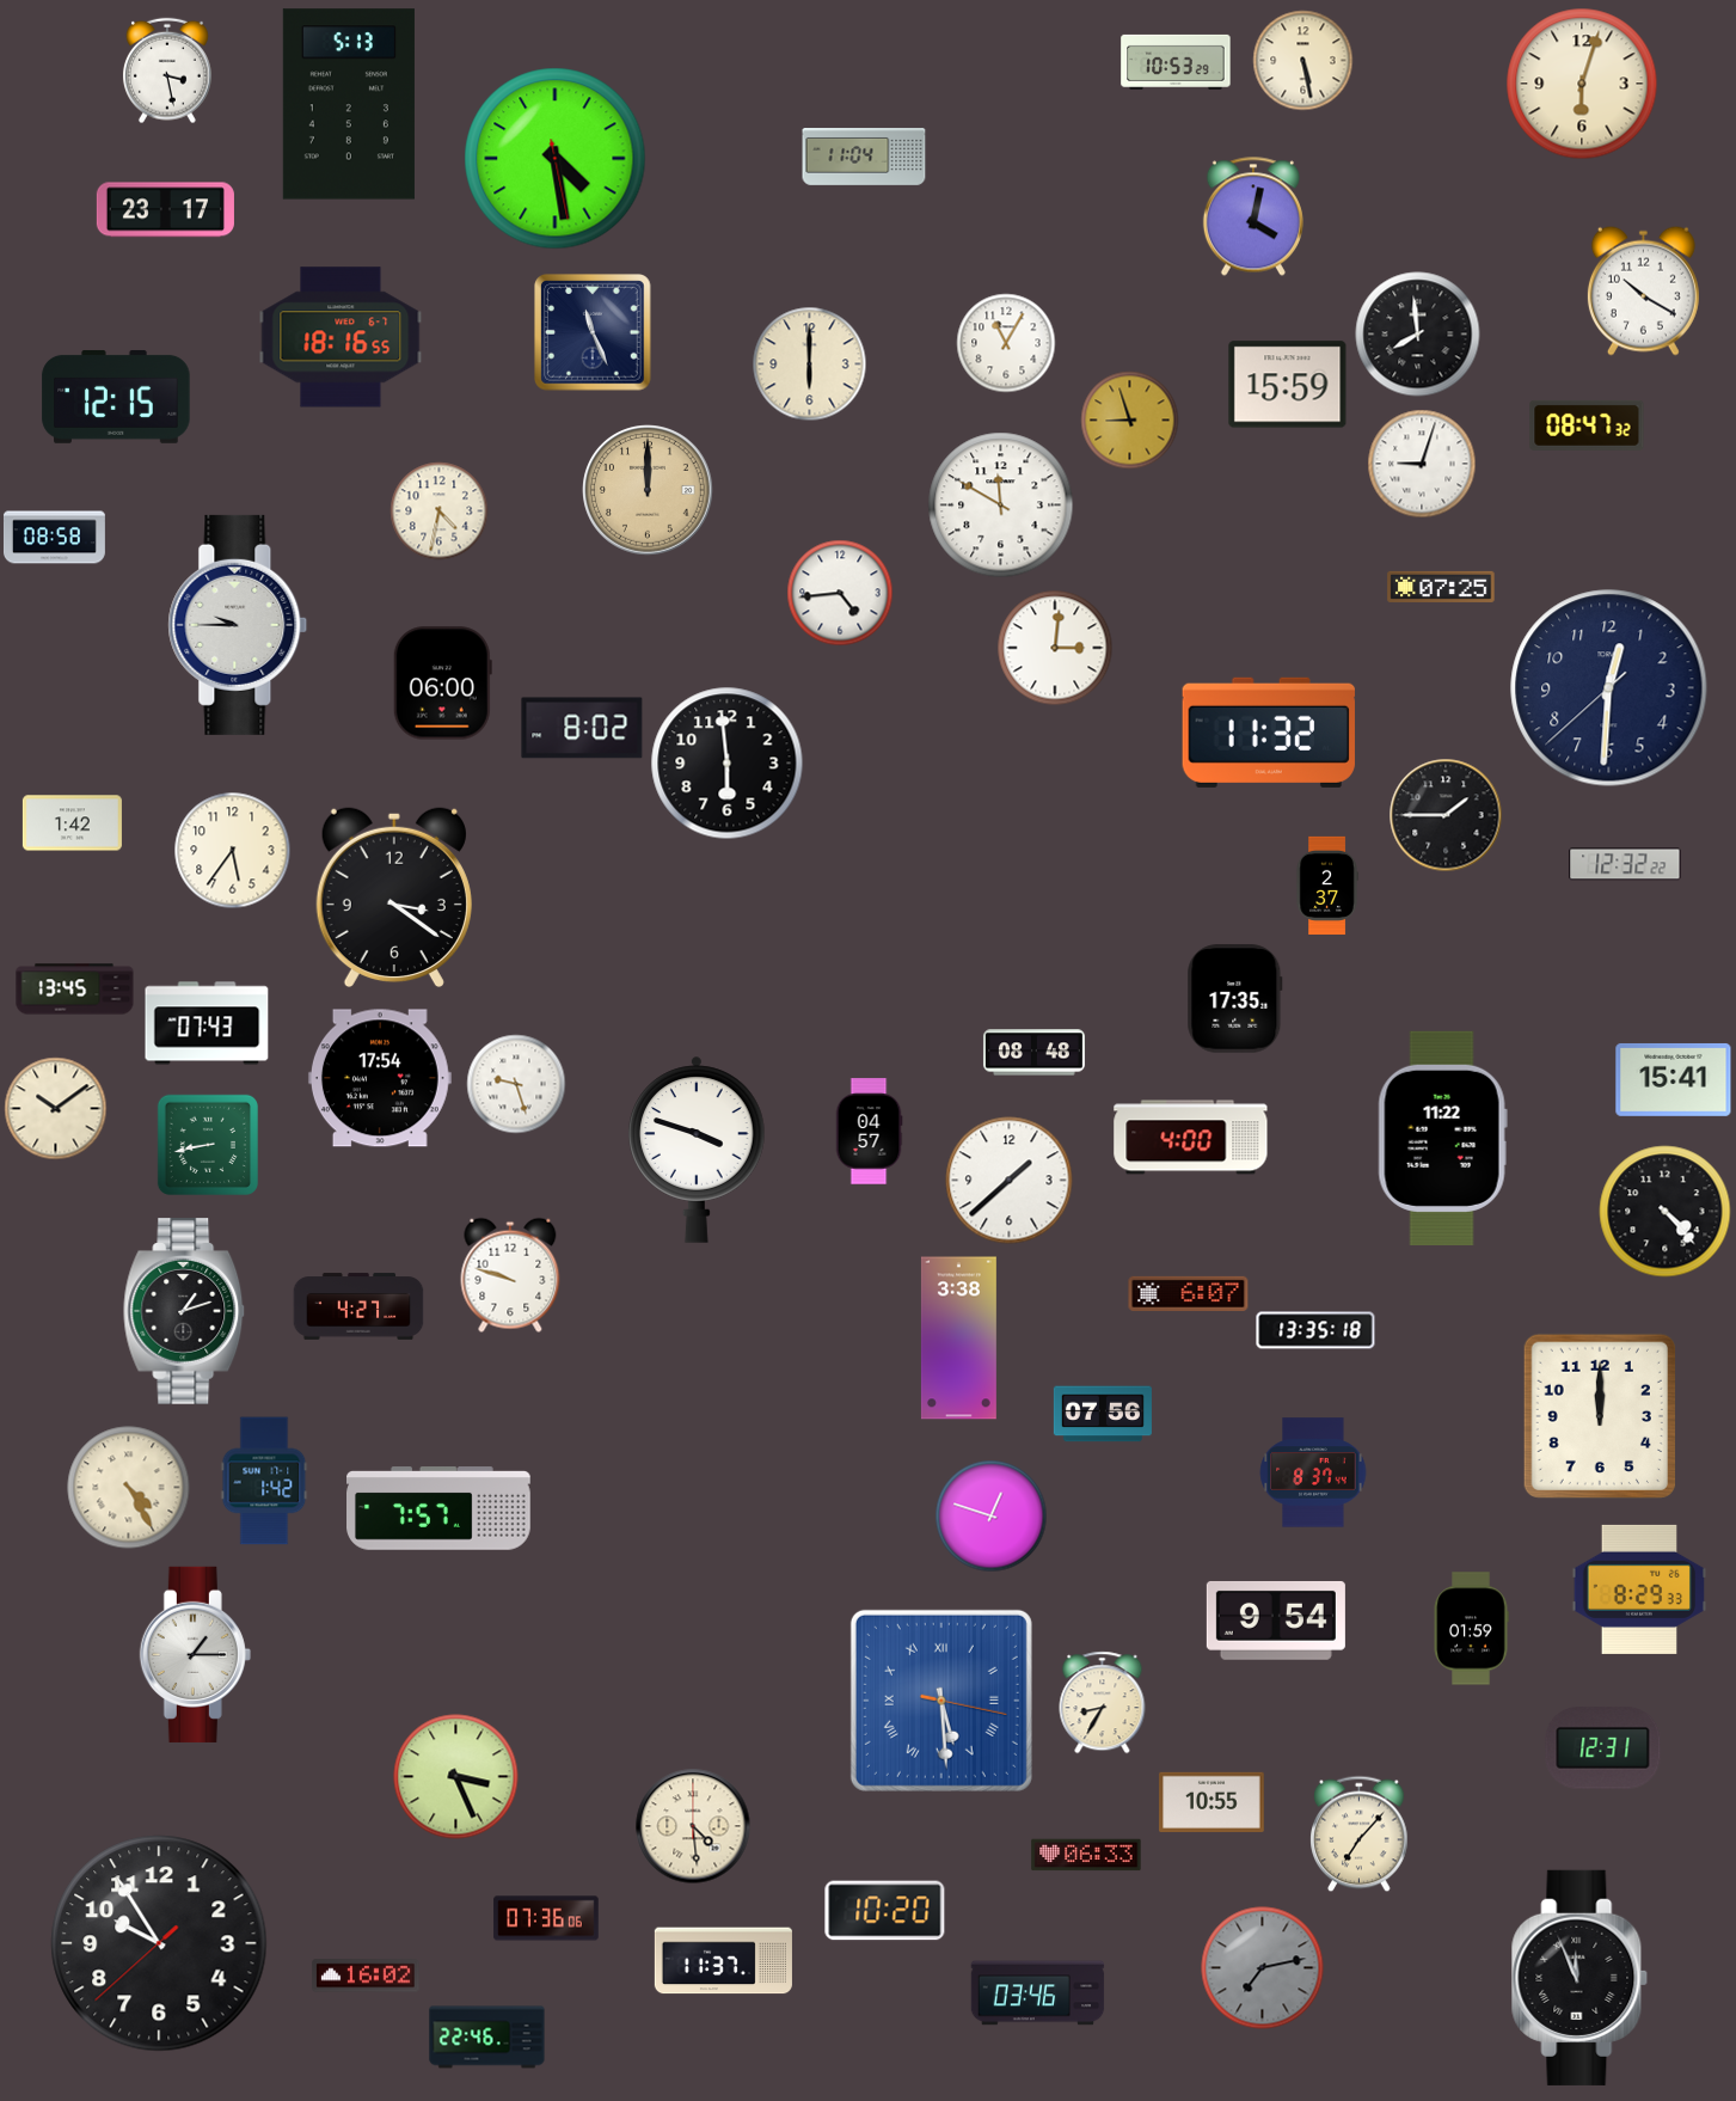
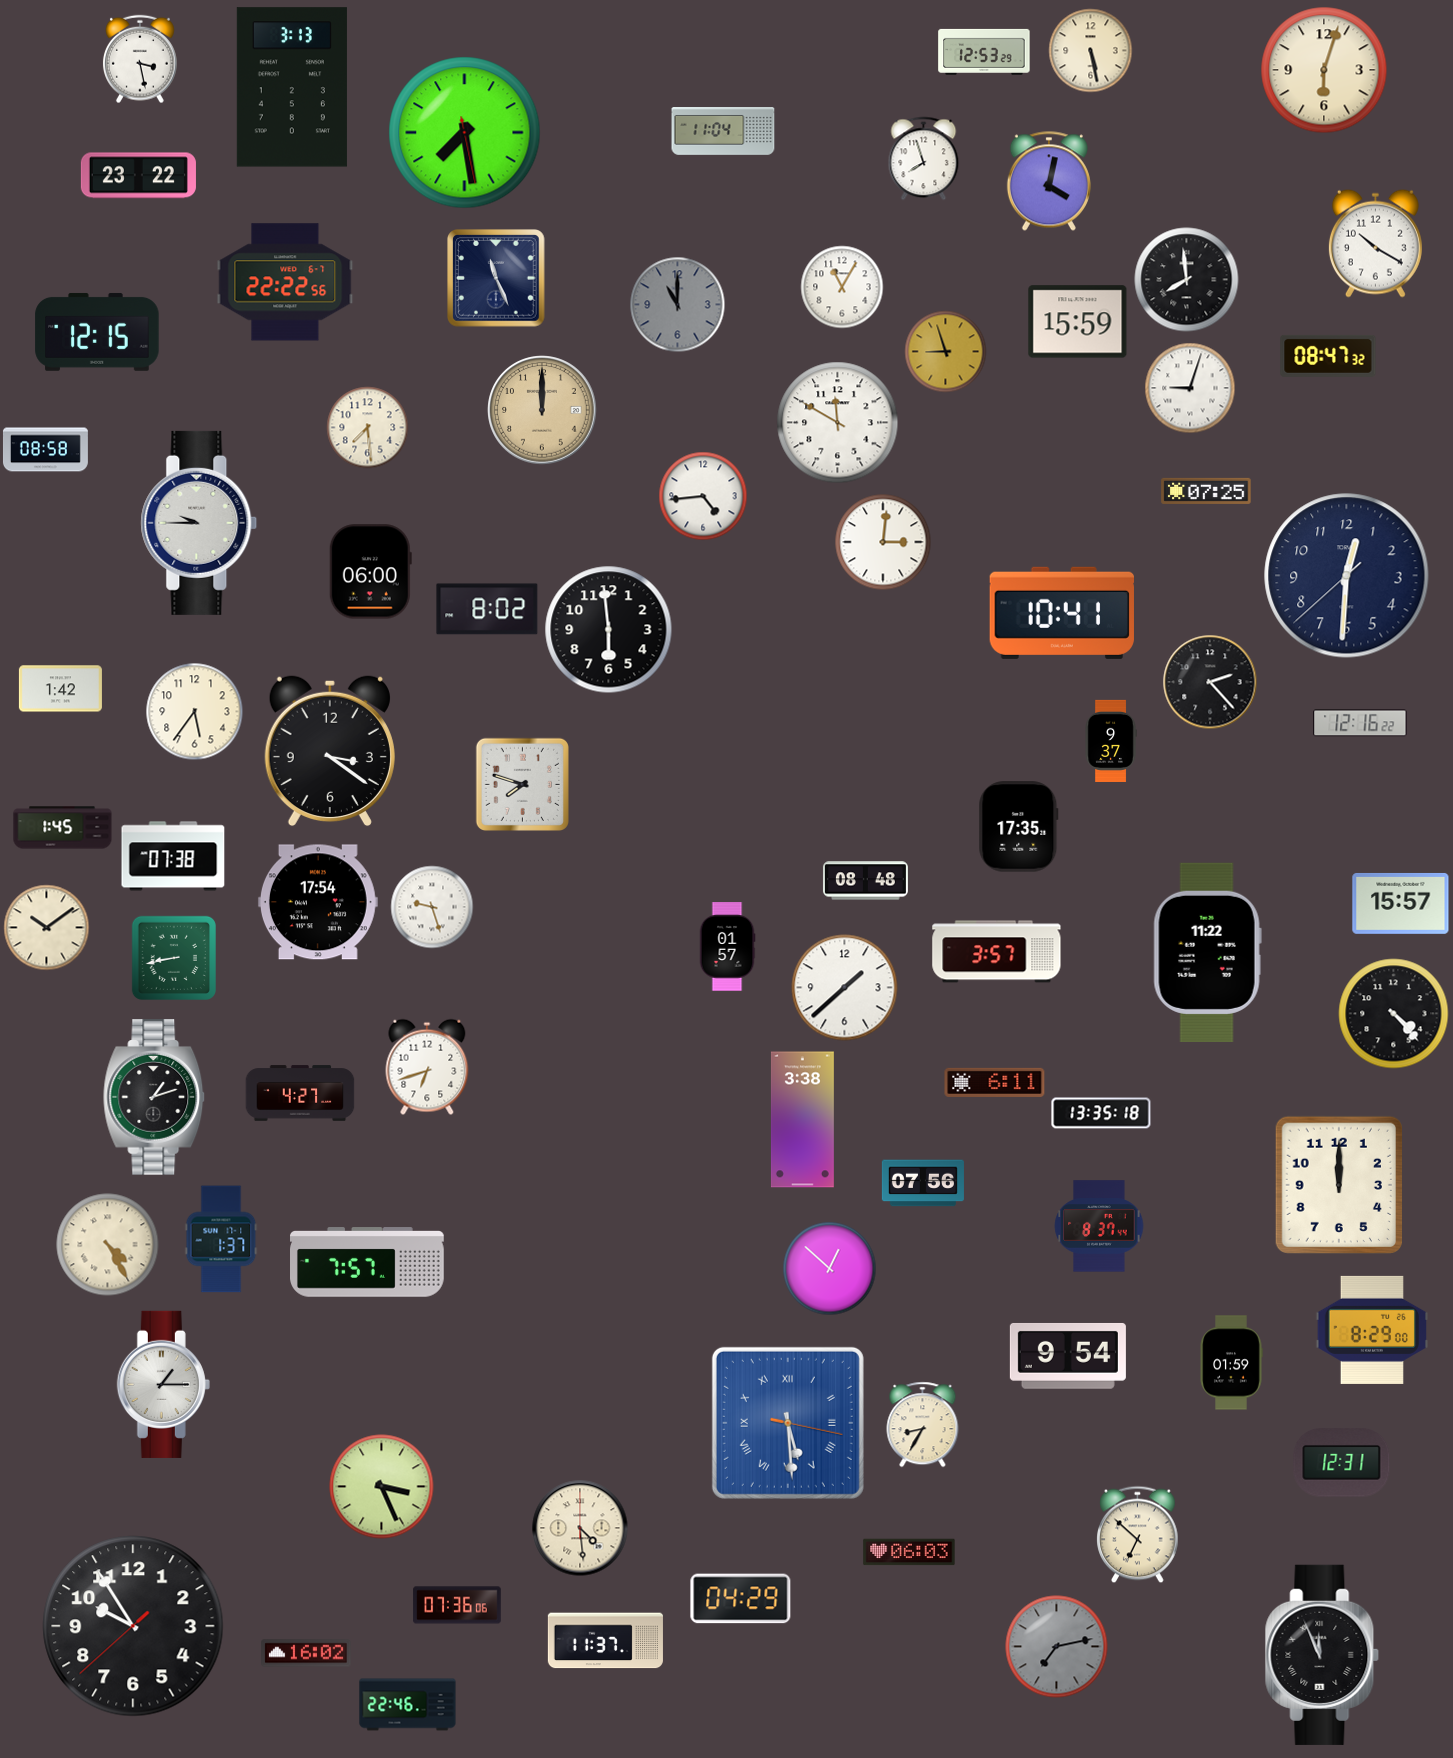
clock at (1176, 62): 10:53 -> 12:53
clock at (349, 104): 5:13 -> 3:13
clock at (556, 159): 4:28 -> 7:28
clock at (924, 159): none -> 7:57
clock at (165, 210): 23:17 -> 23:22
clock at (341, 337): 18:16 -> 22:22
clock at (810, 365): 6:00 -> 11:00
clock at (810, 365) dial: cream -> grey
clock at (440, 512): 4:32 -> 7:29
clock at (1269, 733): 11:32 -> 10:41
clock at (728, 764) position: (728, 764) -> (609, 630)
clock at (1446, 815): 1:45 -> 2:23
clock at (1625, 864): 12:32 -> 12:16
clock at (1327, 886): 2:37 -> 9:37
clock at (522, 784): none -> 7:48
clock at (75, 990): 13:45 -> 1:45
clock at (1235, 999) position: (1235, 999) -> (1019, 827)
clock at (207, 1023): 07:43 -> 07:38
clock at (1674, 1079): 15:41 -> 15:57
clock at (869, 1132): 04:57 -> 01:57
clock at (1191, 1138): 4:00 -> 3:57
clock at (697, 1150): 3:48 -> none
clock at (510, 1275): 9:48 -> 6:42
clock at (1189, 1293): 6:07 -> 6:11
clock at (1313, 1472) position: (1313, 1472) -> (1099, 1226)
clock at (264, 1481): 1:42 -> 1:37
clock at (992, 1517): 12:48 -> 12:52
clock at (1639, 1589): 8:29:33 -> 8:29:00
clock at (1211, 1802): 10:55 -> none
clock at (1360, 1834): 7:07 -> 6:52
clock at (1086, 1855): 06:33 -> 06:03
clock at (885, 1911): 10:20 -> 04:29
clock at (1038, 1993): 03:46 -> none
